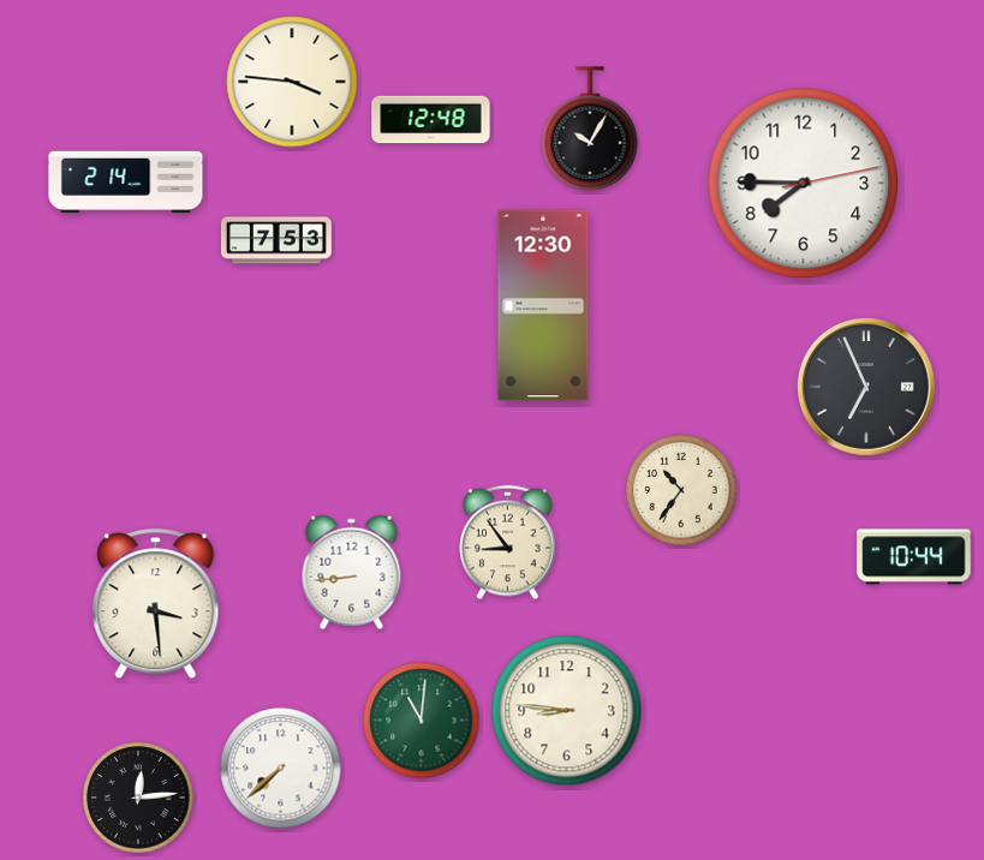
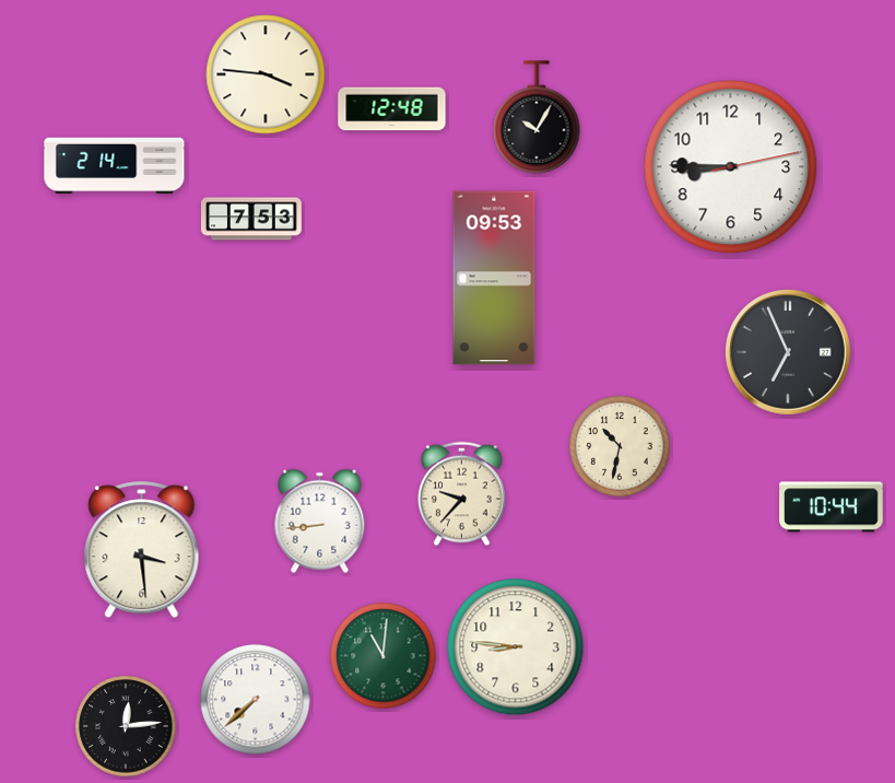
clock at (804, 184): 7:45 -> 8:45
clock at (543, 305): 12:30 -> 09:53
clock at (681, 490): 10:36 -> 10:32
clock at (508, 543): 8:54 -> 9:37
